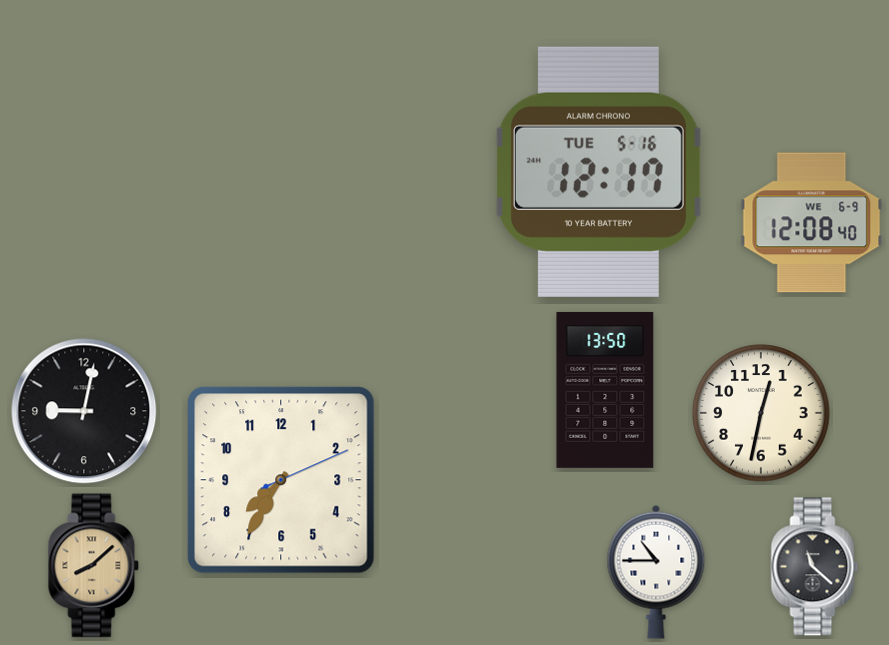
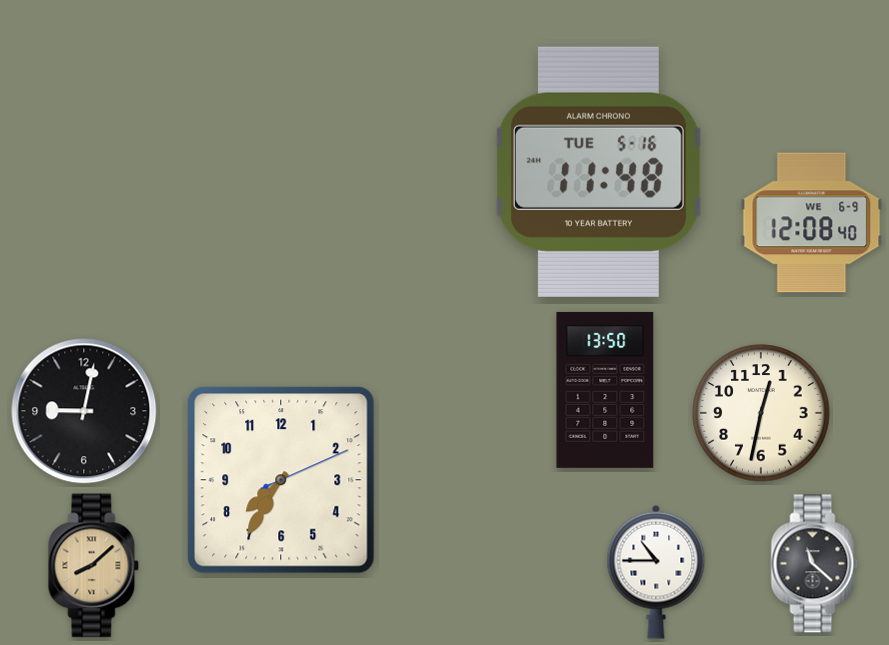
clock at (599, 172): 12:17 -> 11:48
clock at (815, 567) position: (815, 567) -> (815, 564)
